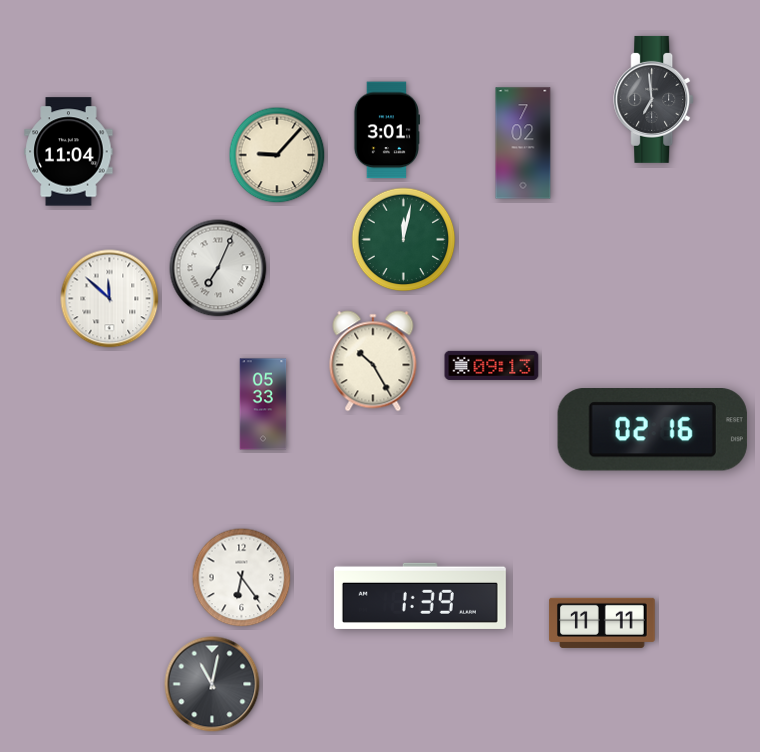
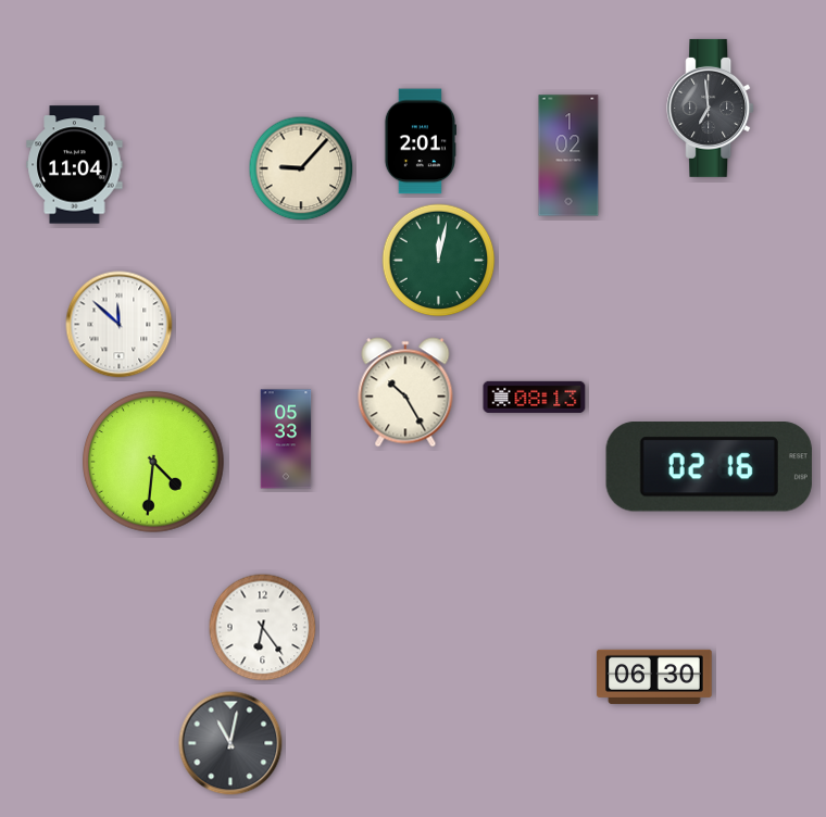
clock at (386, 130): 3:01 -> 2:01
clock at (523, 143): 7:02 -> 1:02
clock at (218, 268): 7:04 -> none
clock at (492, 365): 09:13 -> 08:13
clock at (154, 463): none -> 4:31
clock at (420, 596): 1:39 -> none
clock at (602, 623): 11:11 -> 06:30
